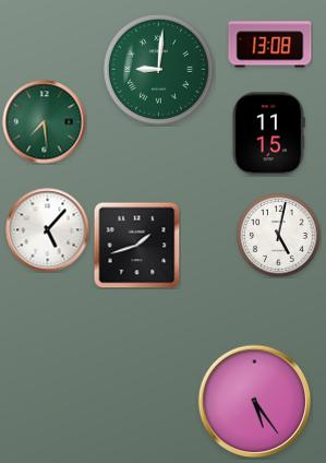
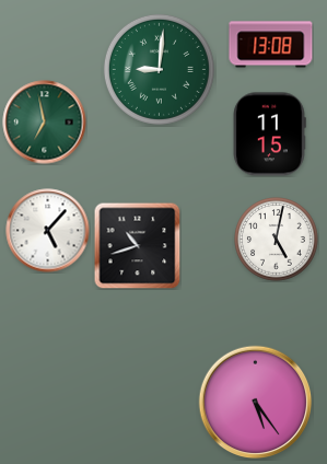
clock at (45, 122): 7:29 -> 6:58
clock at (279, 236) position: (279, 236) -> (277, 240)
clock at (136, 245): 1:42 -> 10:42
